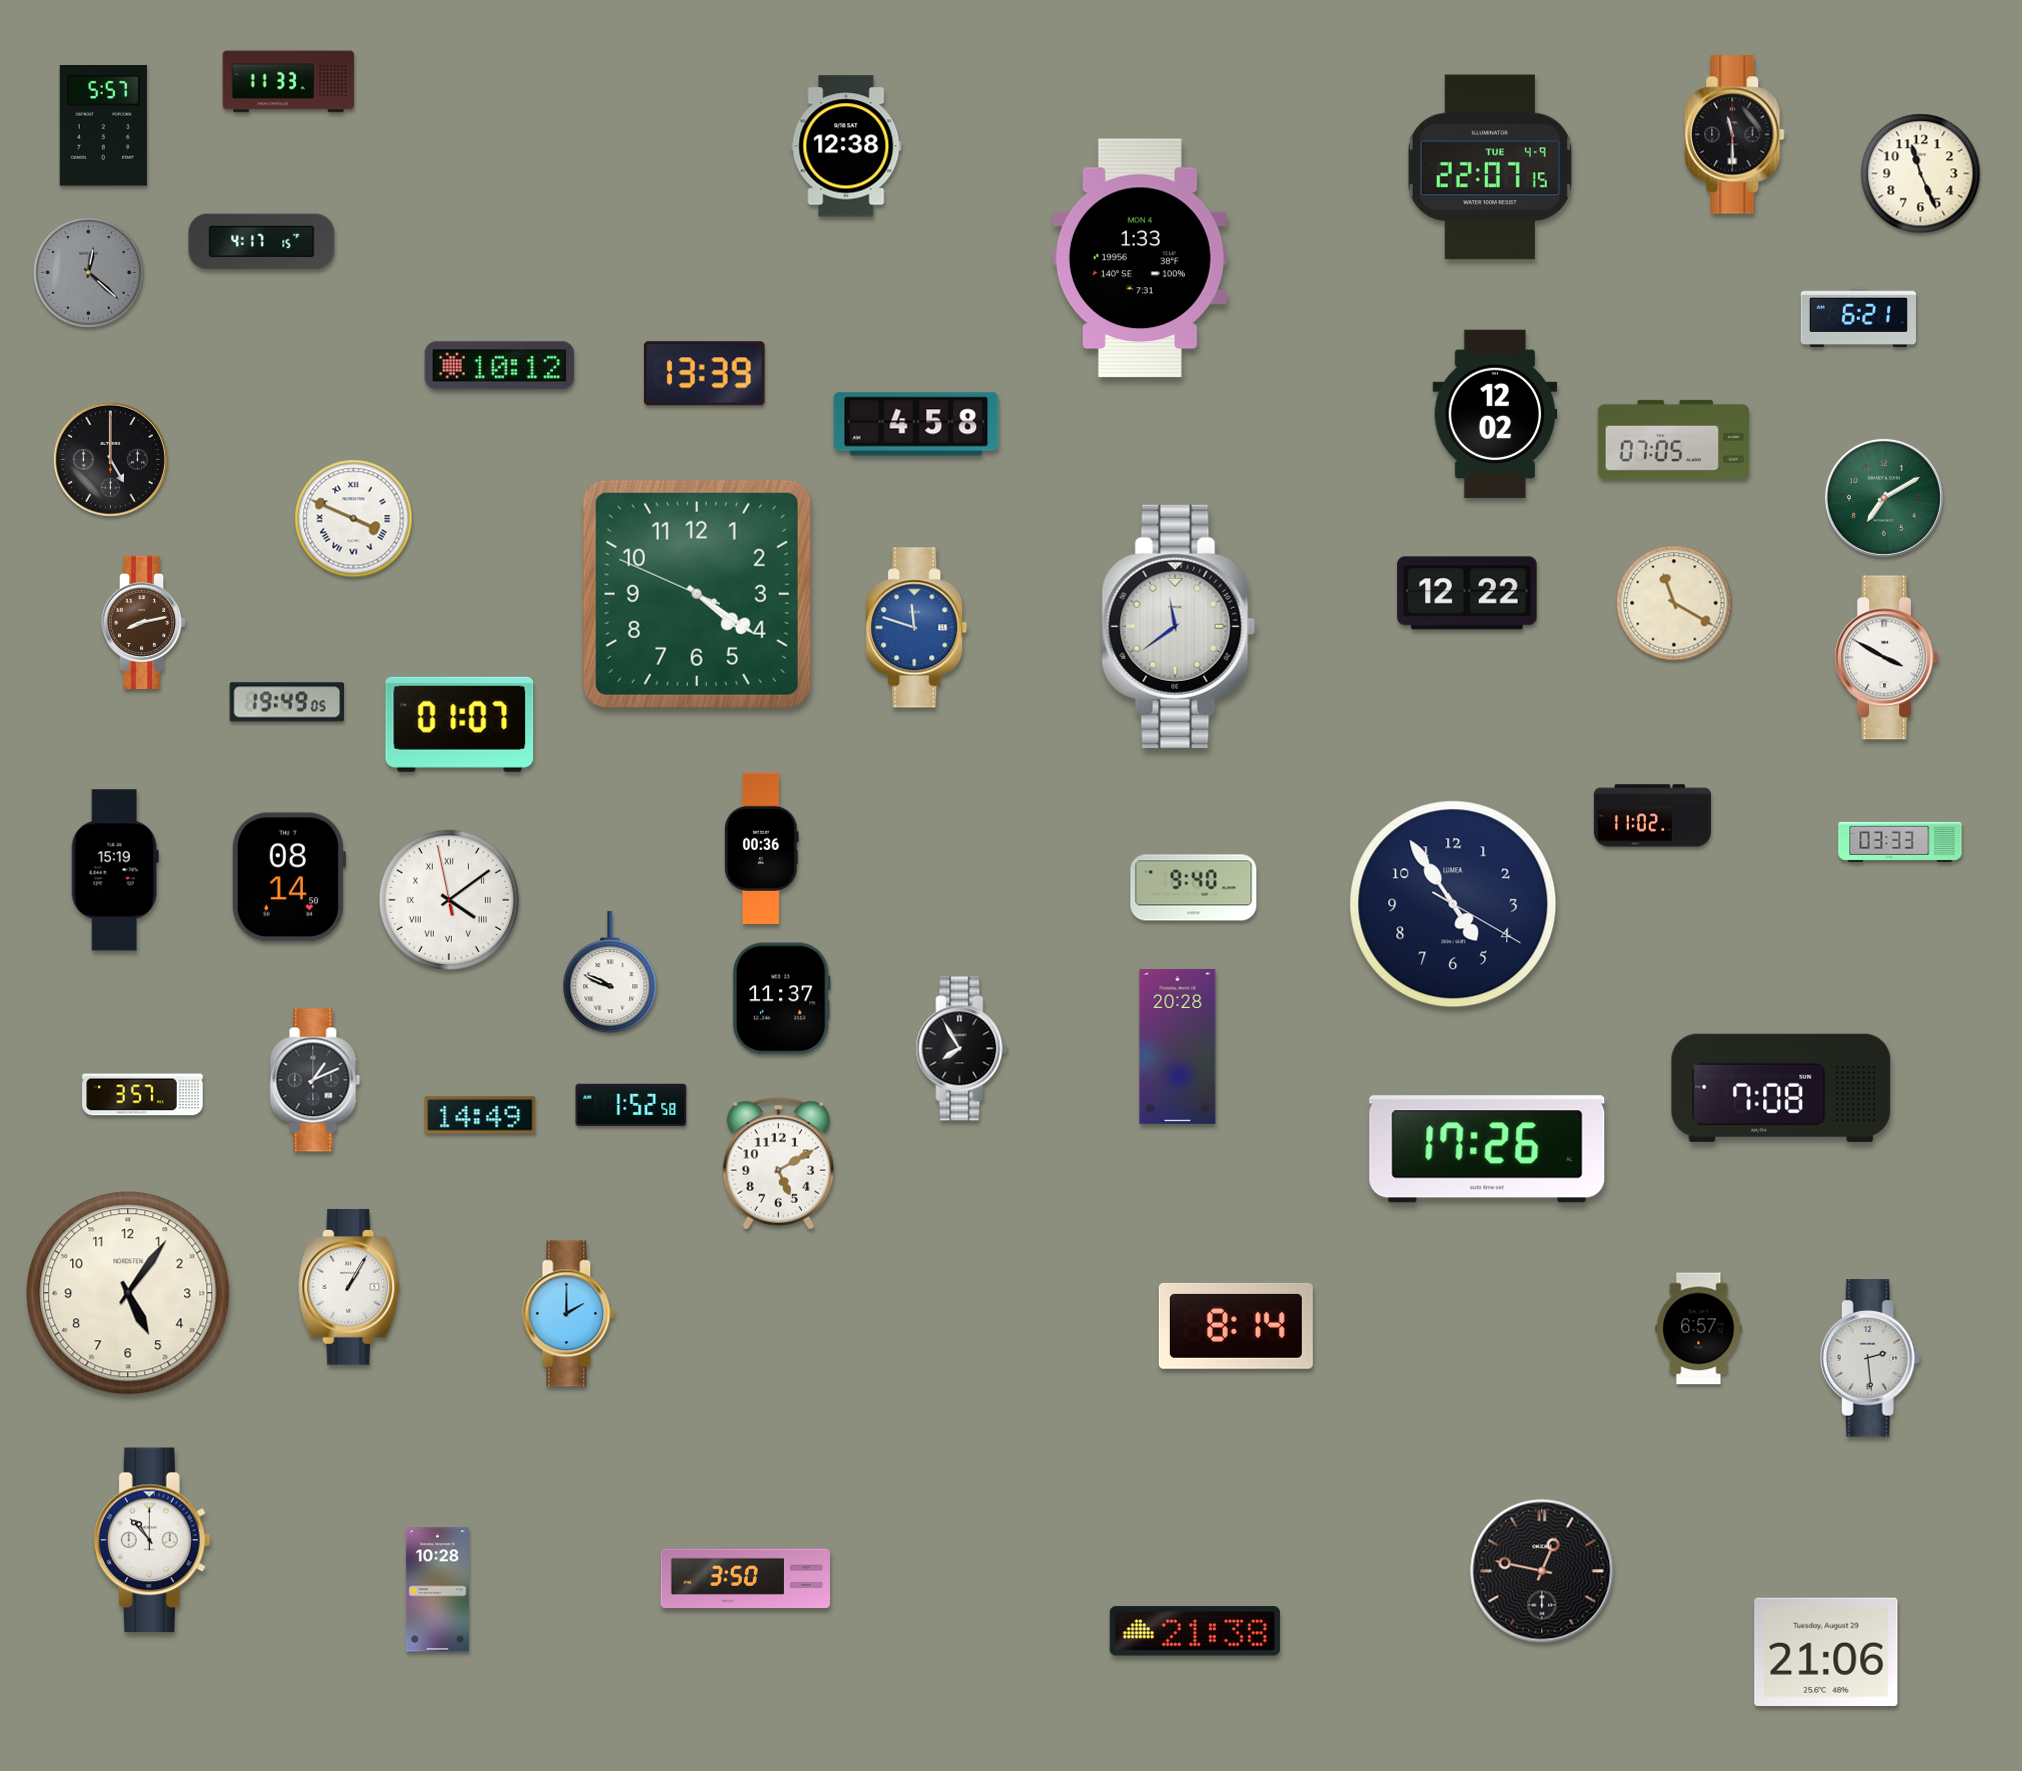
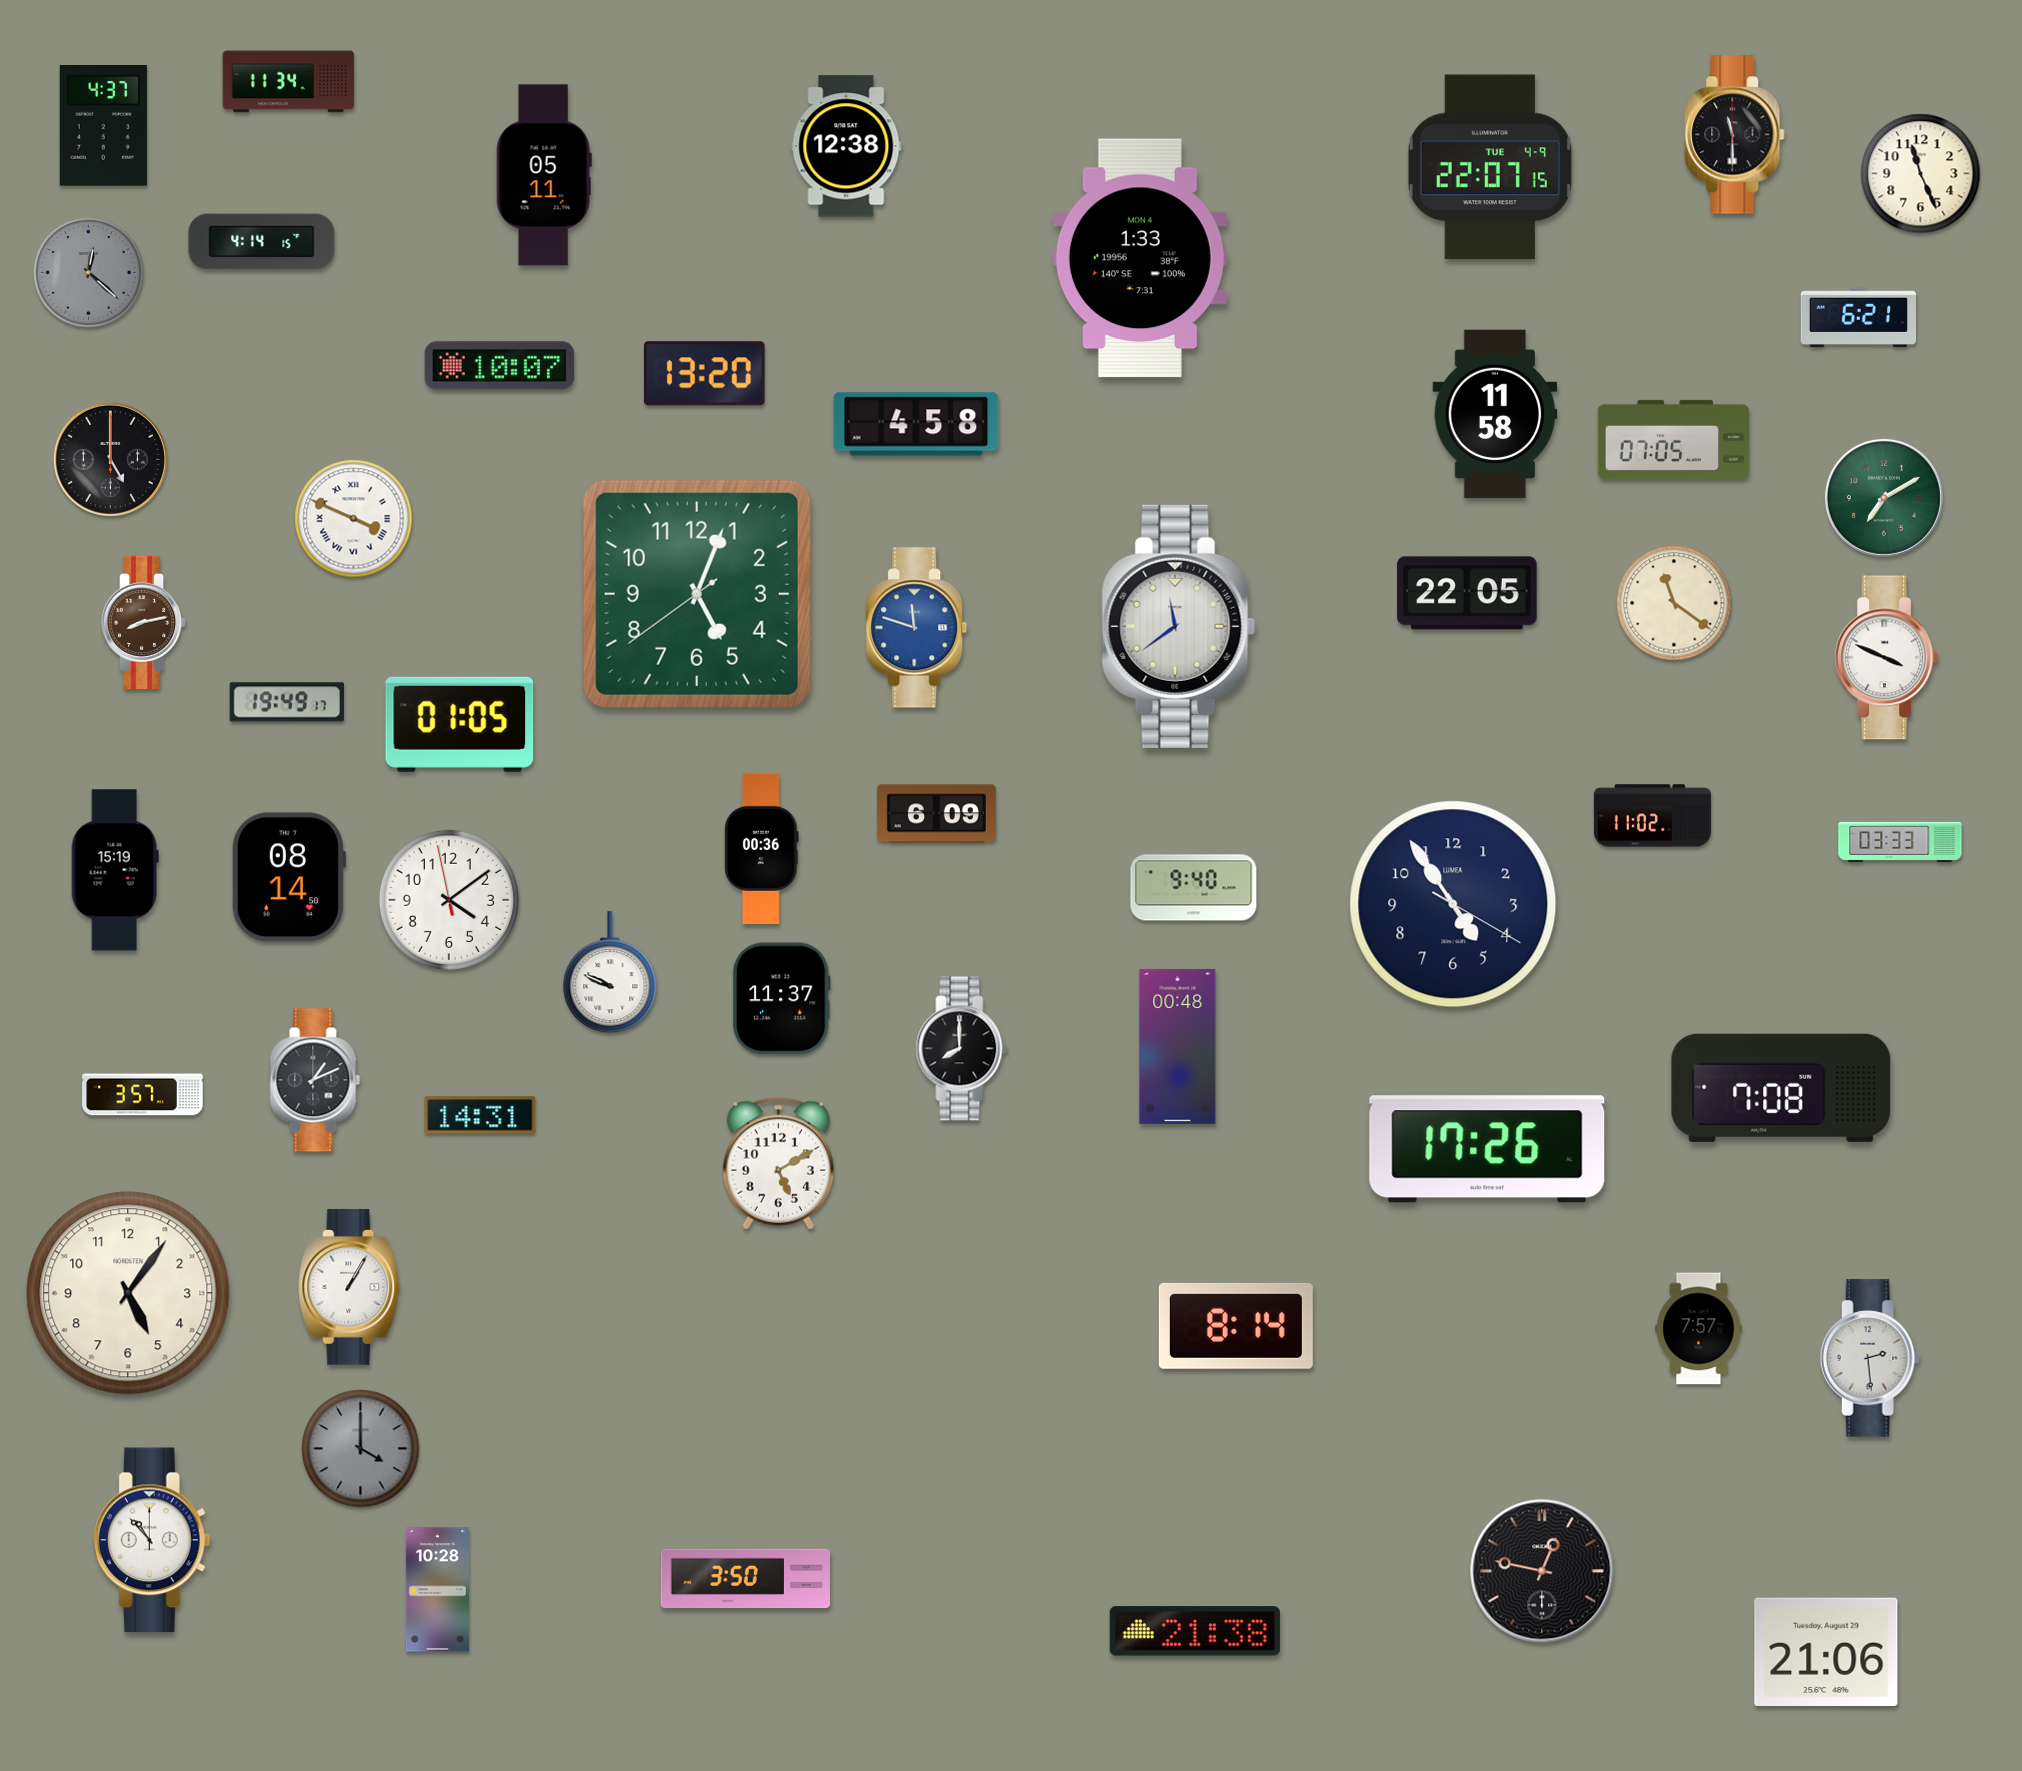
clock at (289, 82): 11:33 -> 11:34
clock at (103, 126): 5:57 -> 4:37
clock at (544, 175): none -> 05:11
clock at (262, 242): 4:17 -> 4:14
clock at (500, 366): 10:12 -> 10:07
clock at (704, 374): 13:39 -> 13:20
clock at (1495, 414): 12:02 -> 11:58
clock at (1467, 593): 12:22 -> 22:05
clock at (697, 594): 4:20 -> 5:03
clock at (1674, 603): 11:20 -> 11:21
clock at (1887, 658): 3:50 -> 3:49
clock at (286, 702): 19:49:05 -> 19:49:17
clock at (460, 724): 01:07 -> 01:05
clock at (936, 814): none -> 6:09
clock at (449, 900) numerals: Roman -> Arabic
clock at (1178, 1046): 20:28 -> 00:48
clock at (962, 1049): 7:55 -> 8:00
clock at (631, 1105): 1:52 -> none
clock at (480, 1115): 14:49 -> 14:31
clock at (569, 1314): 2:00 -> none
clock at (1699, 1329): 6:57 -> 7:57
clock at (361, 1449): none -> 4:00
